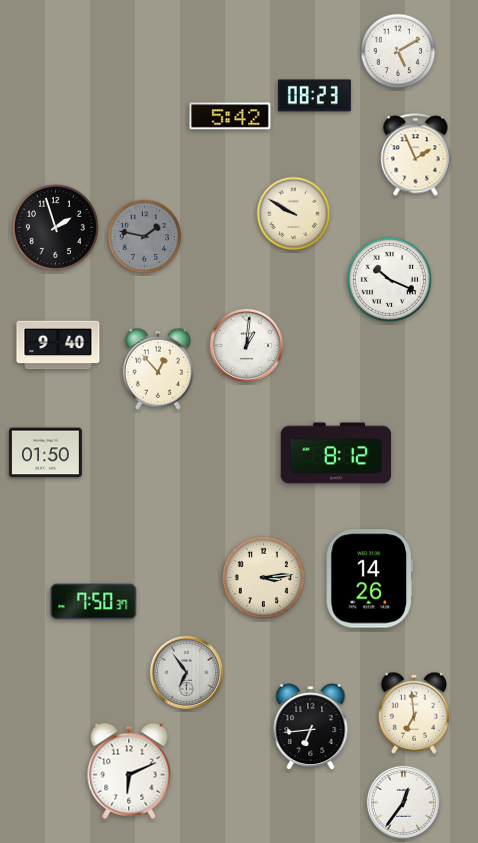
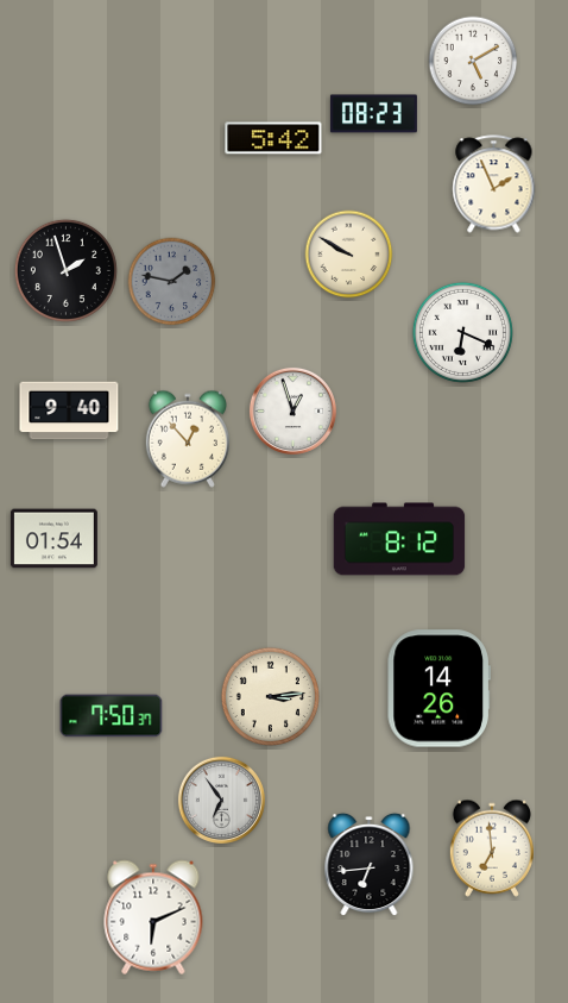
clock at (389, 279): 10:19 -> 6:19
clock at (246, 345): 1:01 -> 12:57
clock at (45, 453): 01:50 -> 01:54
clock at (263, 577) position: (263, 577) -> (270, 696)
clock at (403, 802): 12:36 -> none
